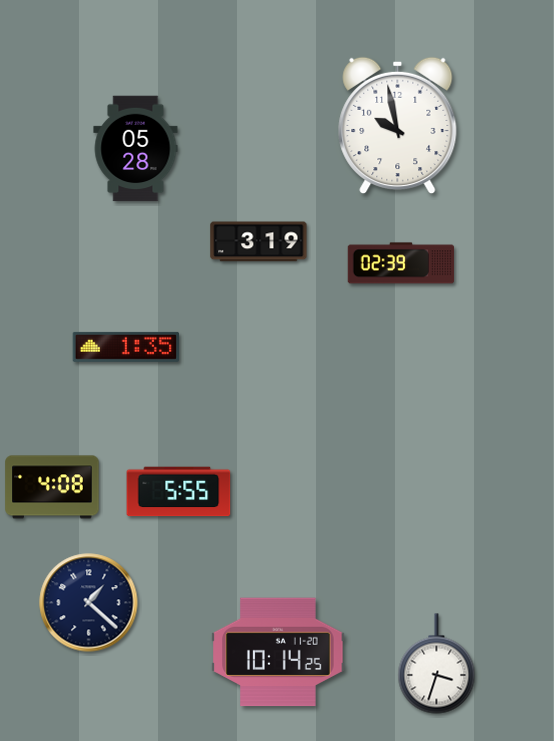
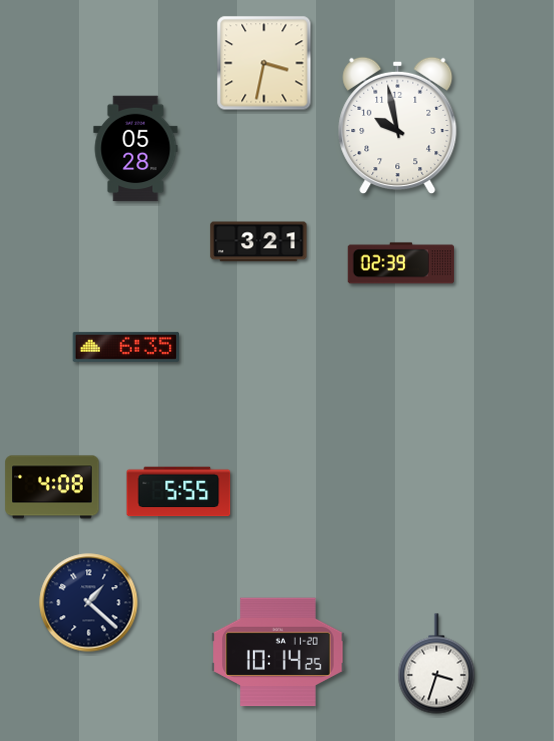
clock at (264, 63): none -> 3:32
clock at (259, 242): 3:19 -> 3:21
clock at (125, 347): 1:35 -> 6:35
